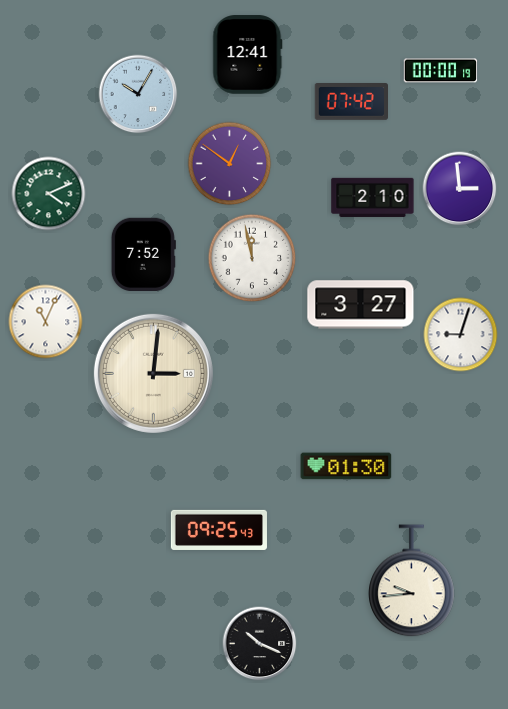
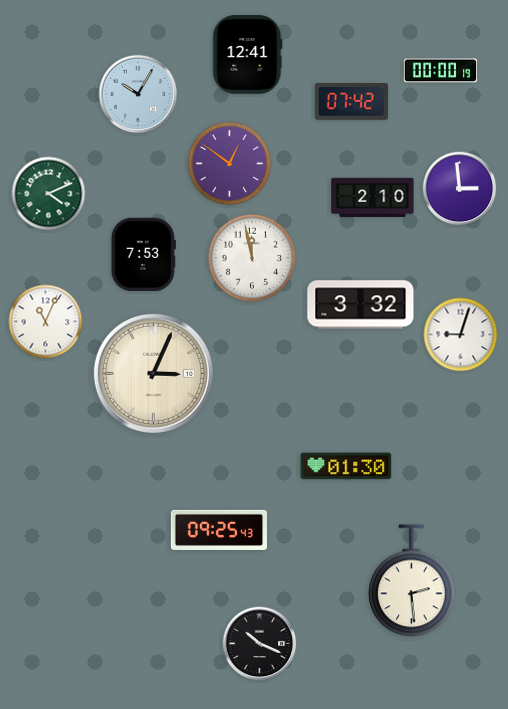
clock at (143, 254): 7:52 -> 7:53
clock at (361, 305): 3:27 -> 3:32
clock at (153, 373): 3:01 -> 3:04
clock at (412, 581): 9:44 -> 2:29
